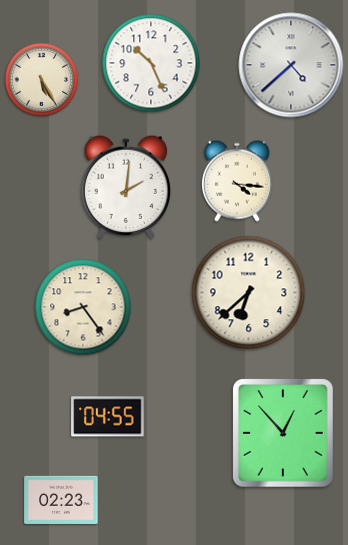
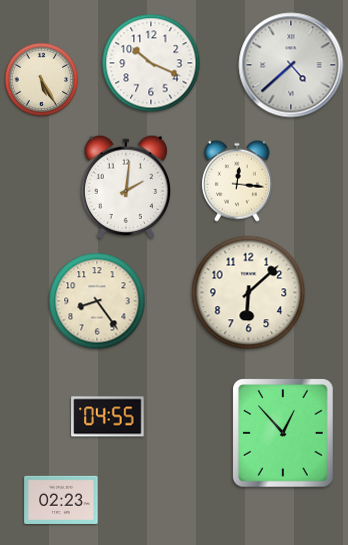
clock at (151, 63): 10:26 -> 10:19
clock at (237, 181): 4:16 -> 12:16
clock at (249, 293): 6:38 -> 6:08
clock at (83, 307) position: (83, 307) -> (97, 301)
